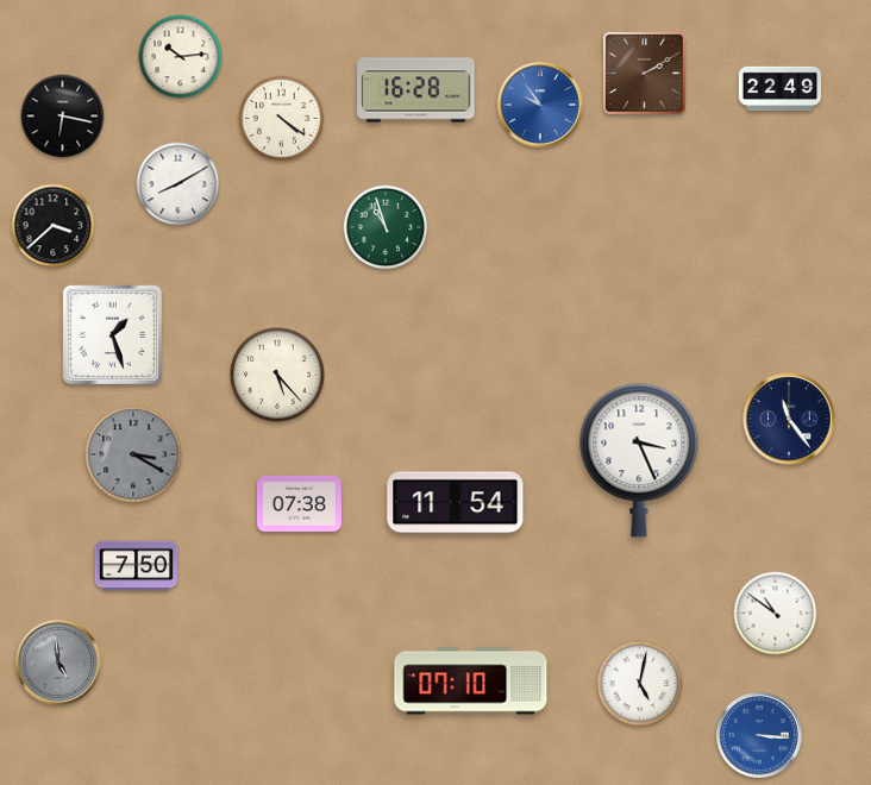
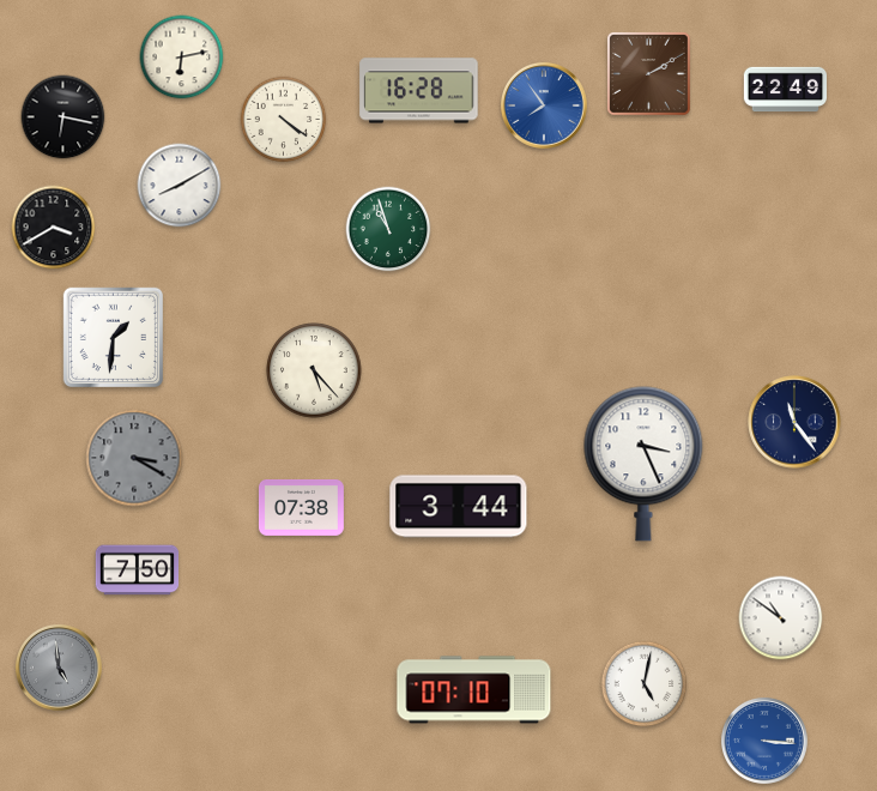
clock at (181, 57): 10:14 -> 6:13
clock at (540, 105): 9:54 -> 7:54
clock at (54, 226): 3:38 -> 3:40
clock at (112, 334): 1:27 -> 1:31
clock at (277, 375) position: (277, 375) -> (314, 370)
clock at (456, 503): 11:54 -> 3:44
clock at (471, 682) position: (471, 682) -> (474, 690)
clock at (640, 684) position: (640, 684) -> (645, 684)
